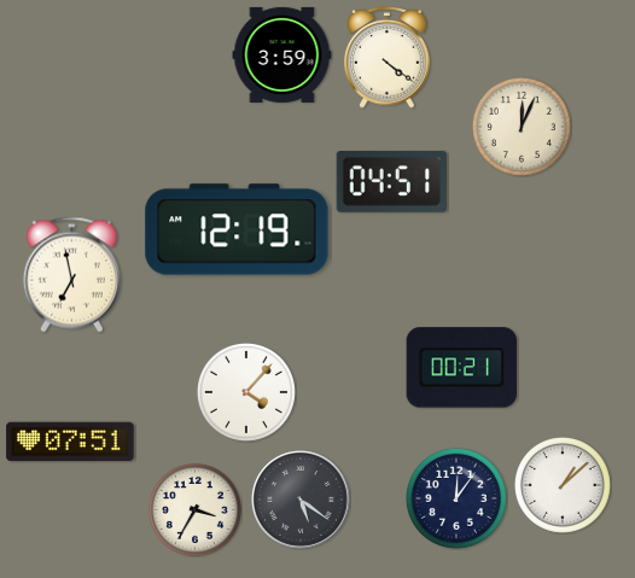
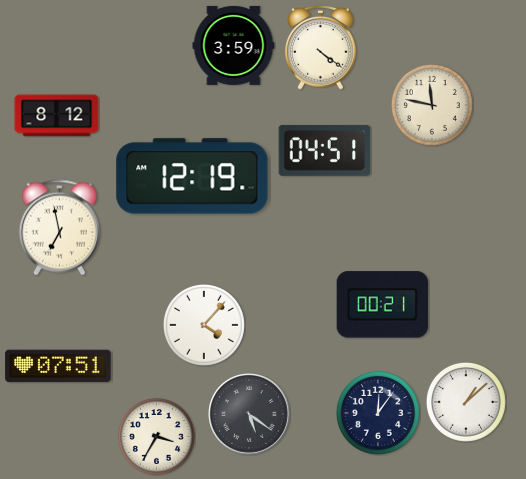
clock at (522, 127): 12:04 -> 11:47
clock at (57, 116): none -> 8:12
clock at (237, 229) position: (237, 229) -> (192, 176)
clock at (196, 510) position: (196, 510) -> (157, 437)
